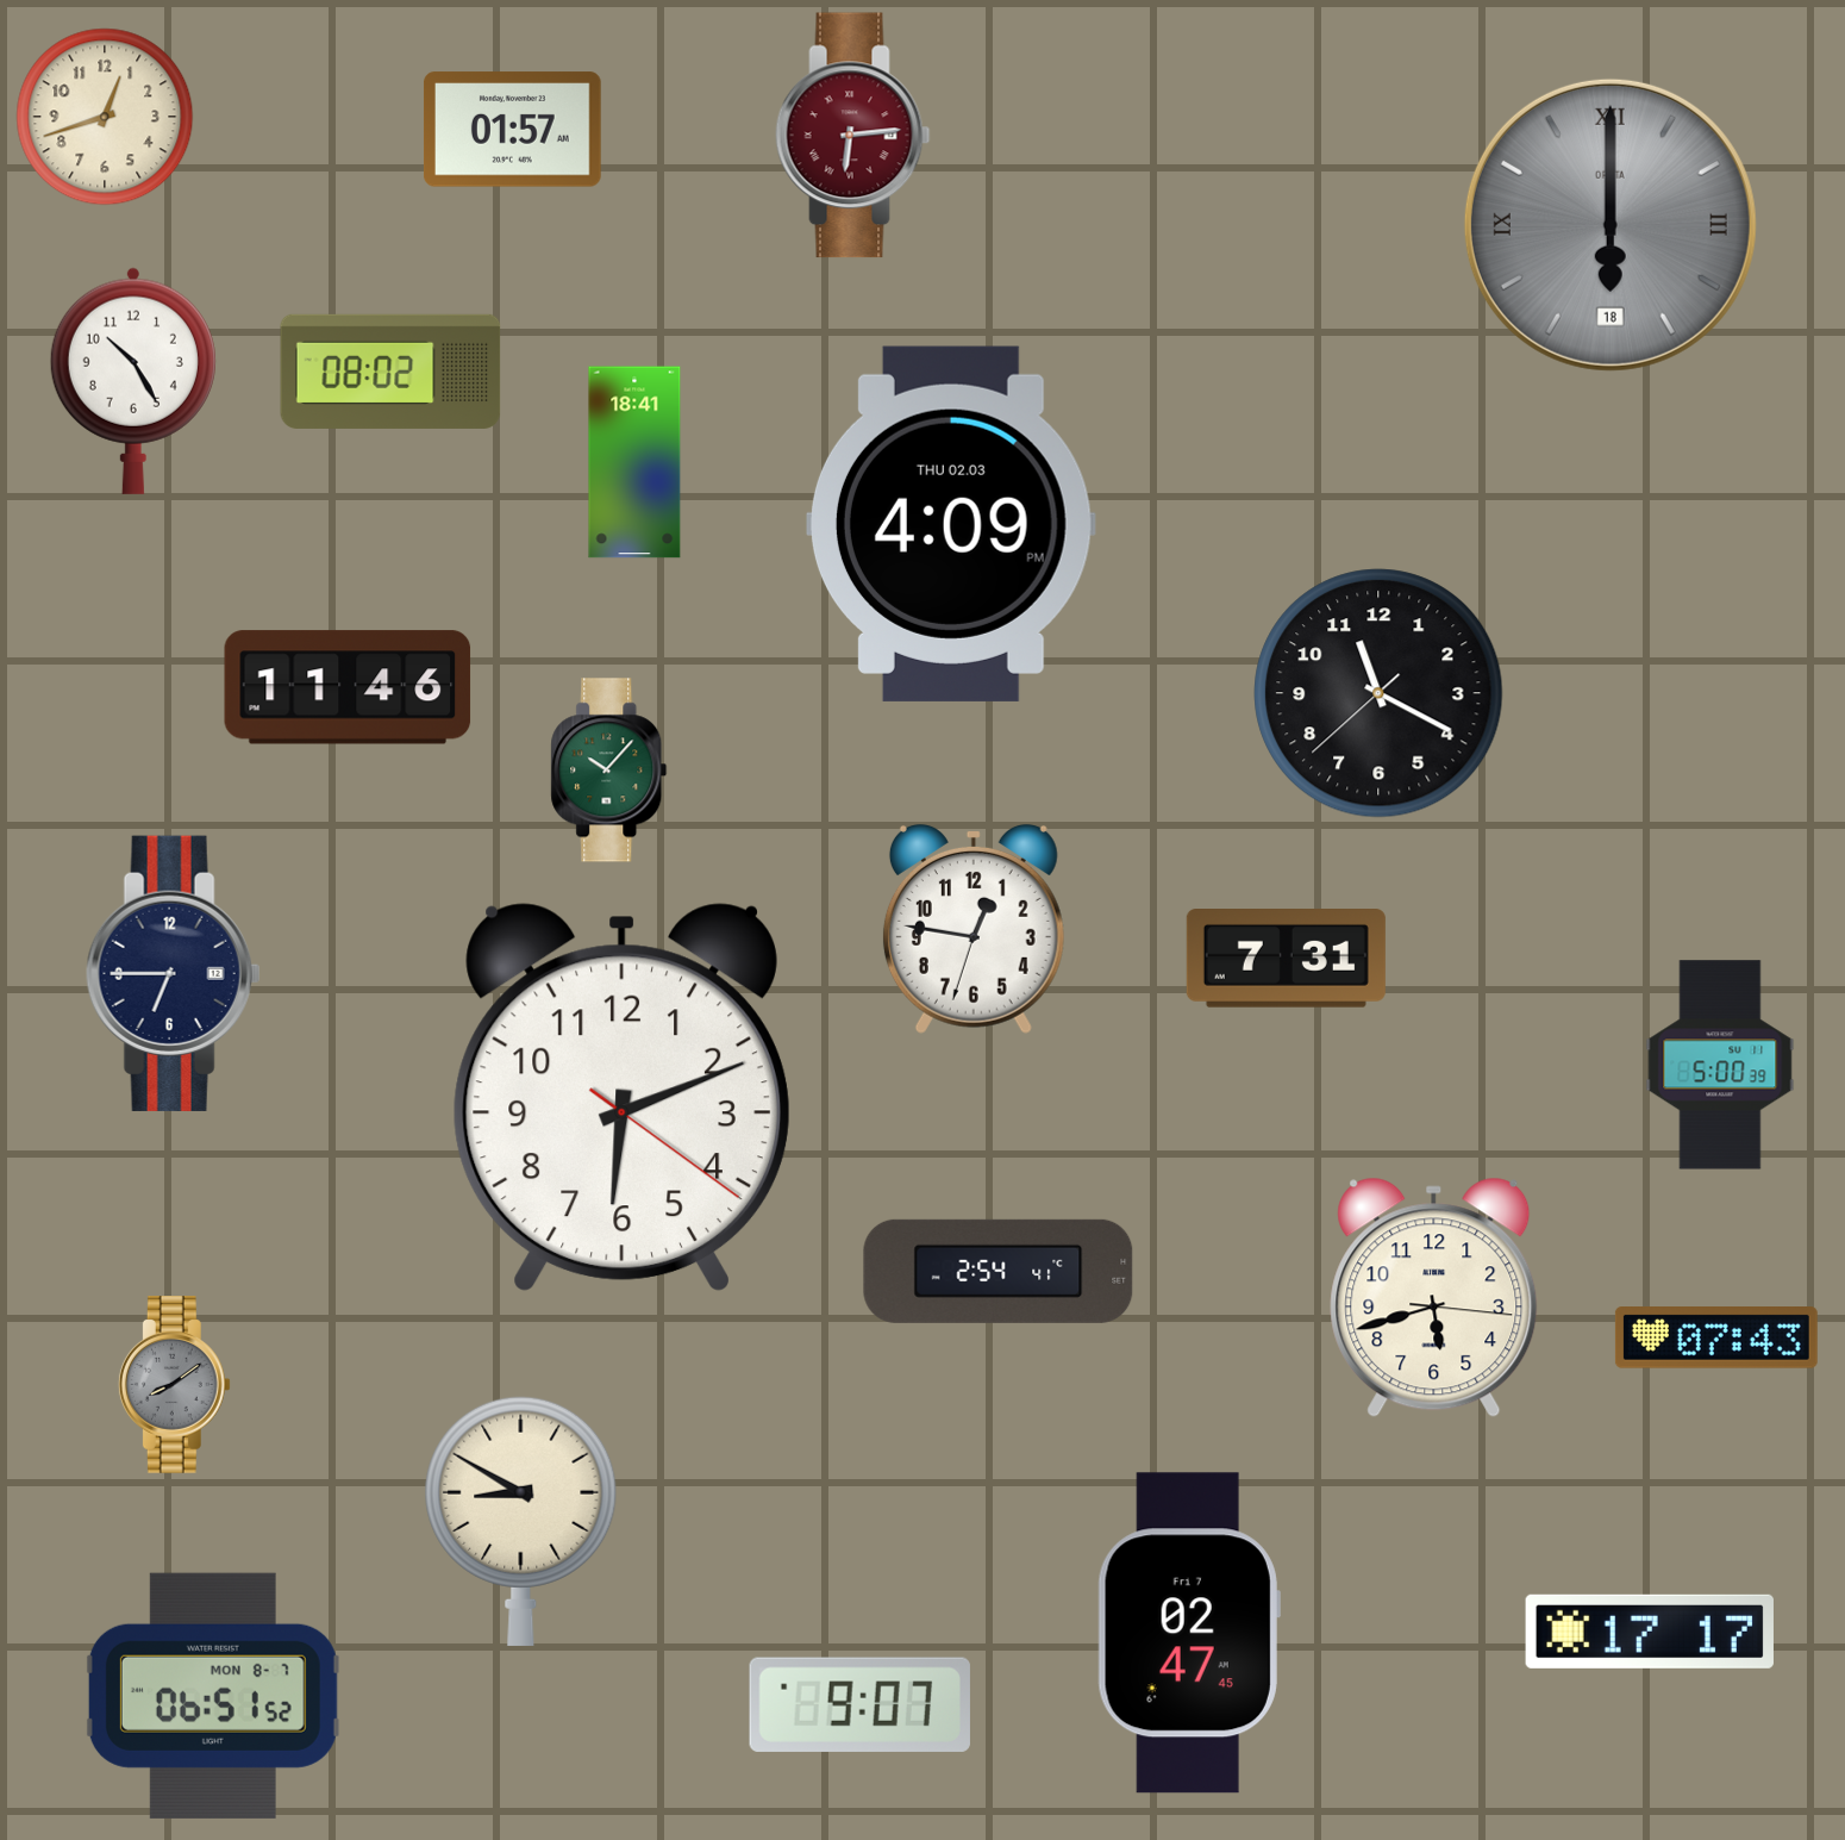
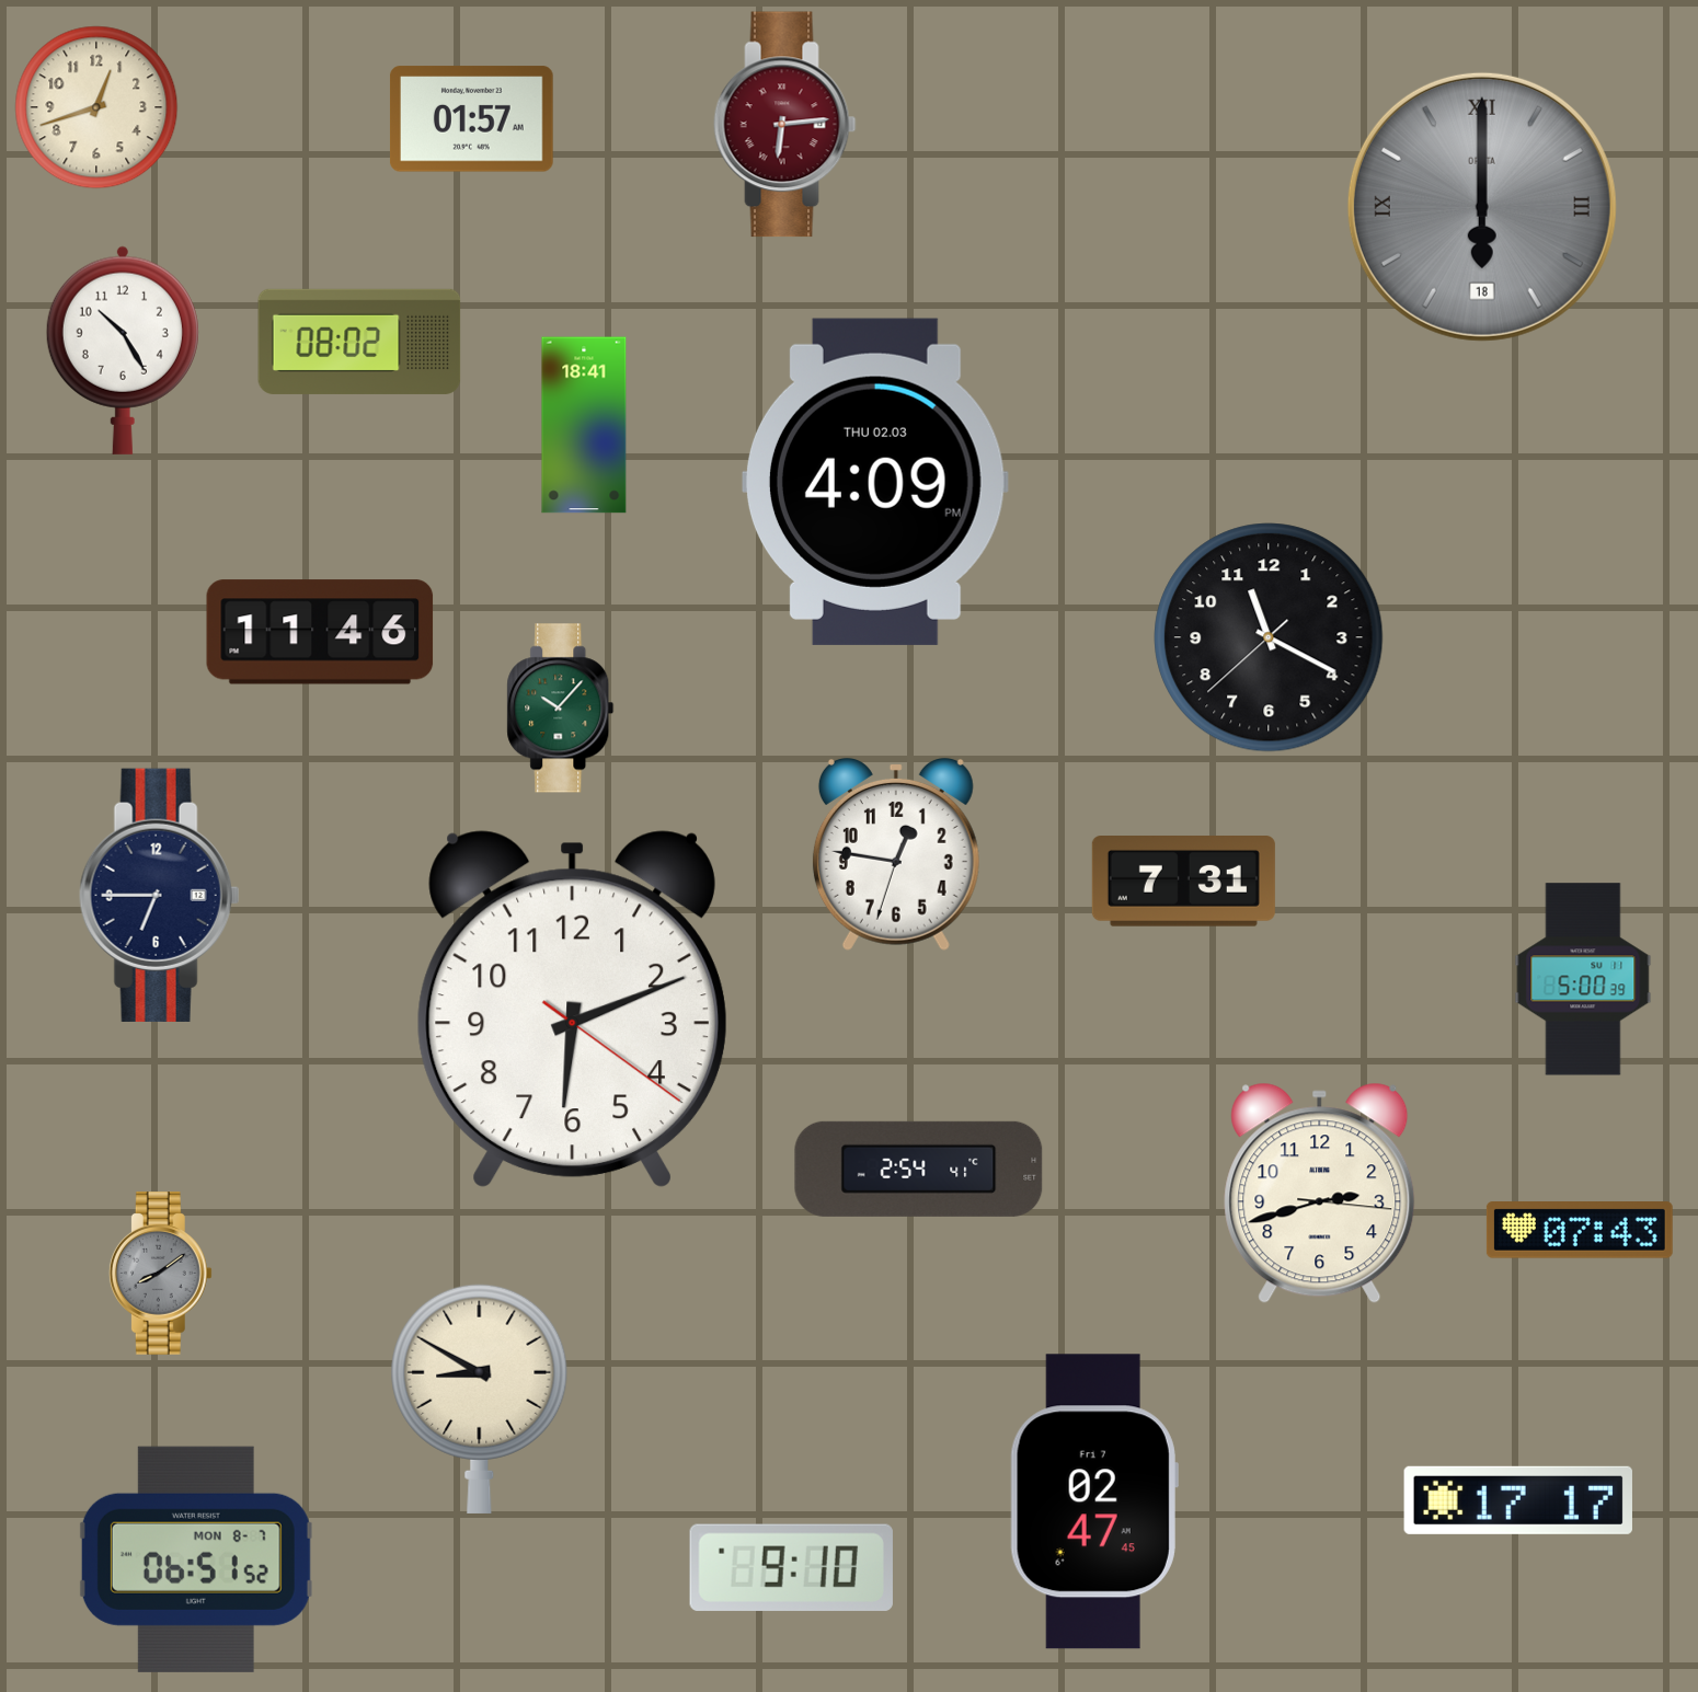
clock at (1434, 1297): 5:42 -> 2:42
clock at (859, 1704): 9:07 -> 9:10
